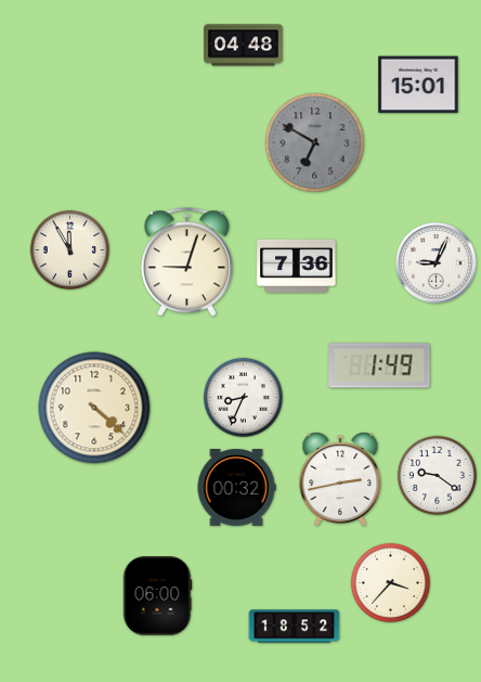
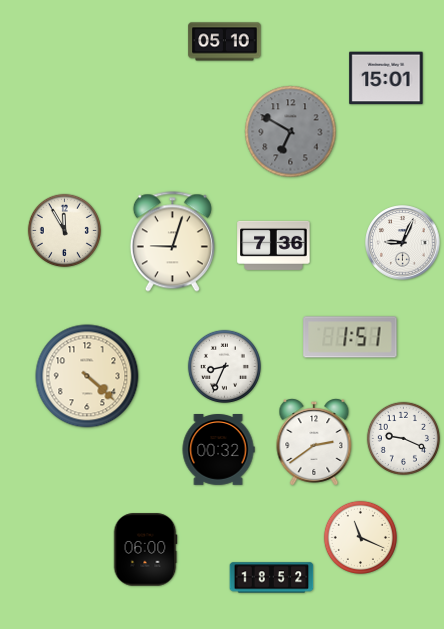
clock at (244, 46): 04:48 -> 05:10
clock at (379, 365): 1:49 -> 1:51
clock at (437, 475): 9:21 -> 9:19
clock at (340, 479): 2:43 -> 2:39
clock at (390, 582): 3:37 -> 11:19
